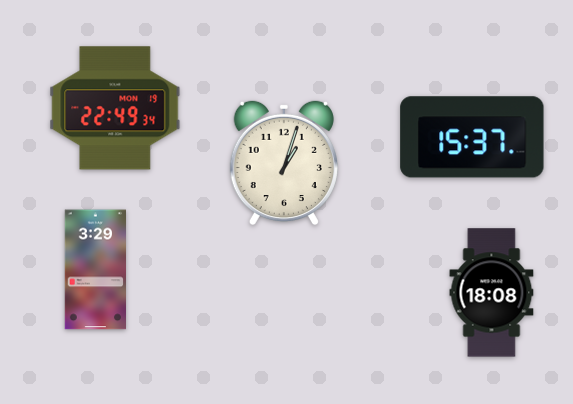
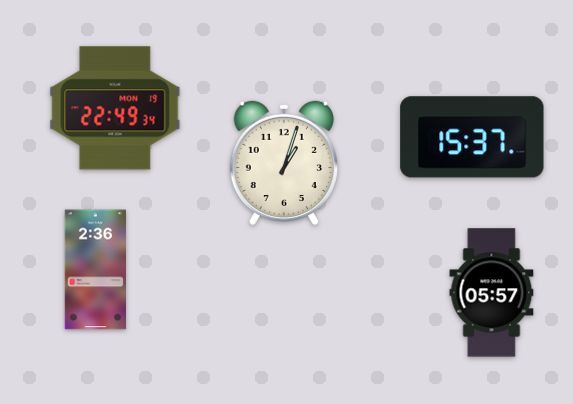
clock at (95, 270): 3:29 -> 2:36
clock at (492, 293): 18:08 -> 05:57
